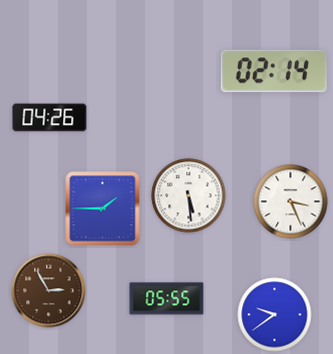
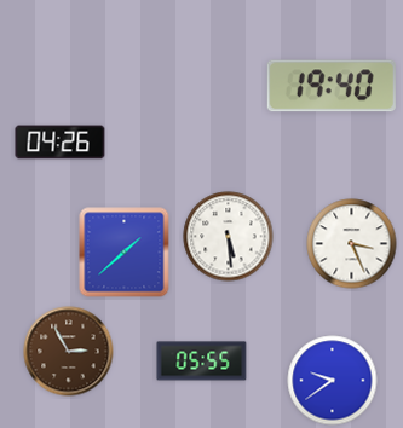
clock at (274, 71): 02:14 -> 19:40
clock at (103, 209): 1:45 -> 1:38
clock at (49, 291) position: (49, 291) -> (69, 352)
